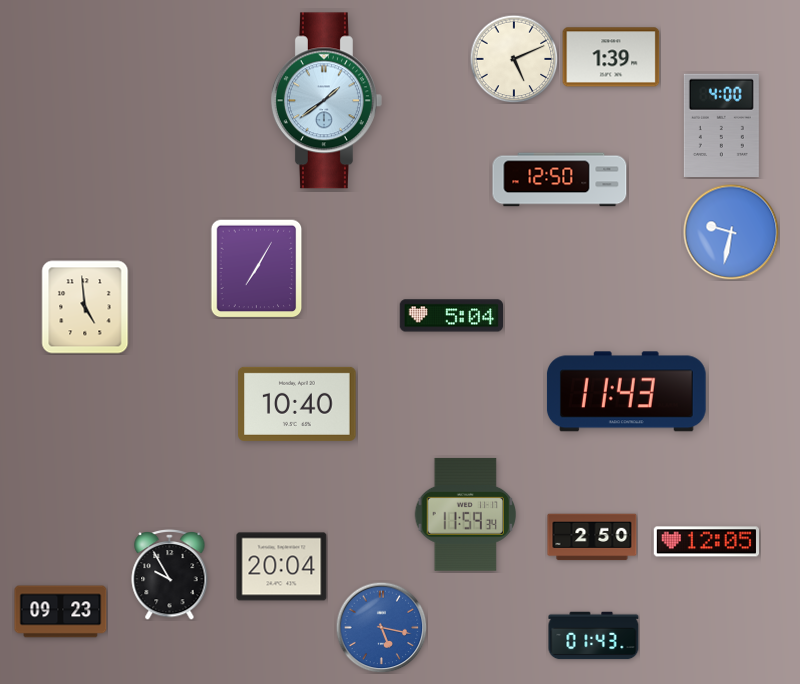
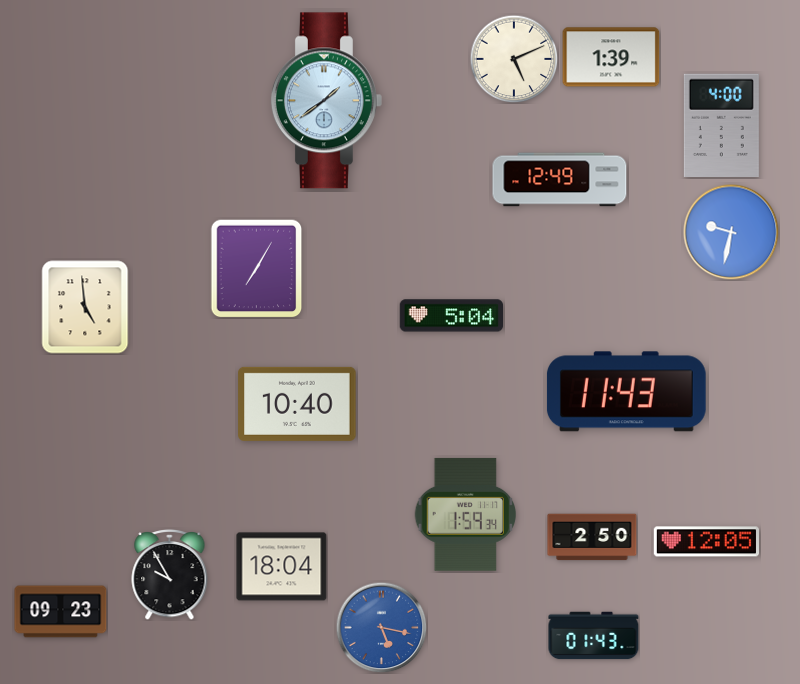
clock at (560, 180): 12:50 -> 12:49
clock at (466, 514): 11:59 -> 1:59
clock at (282, 567): 20:04 -> 18:04
